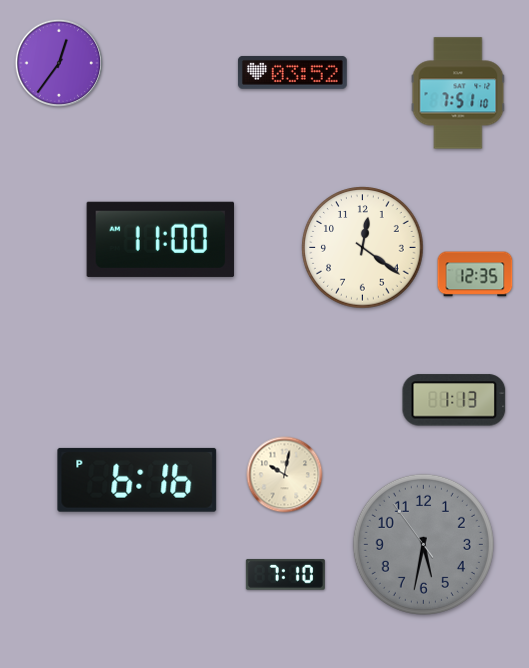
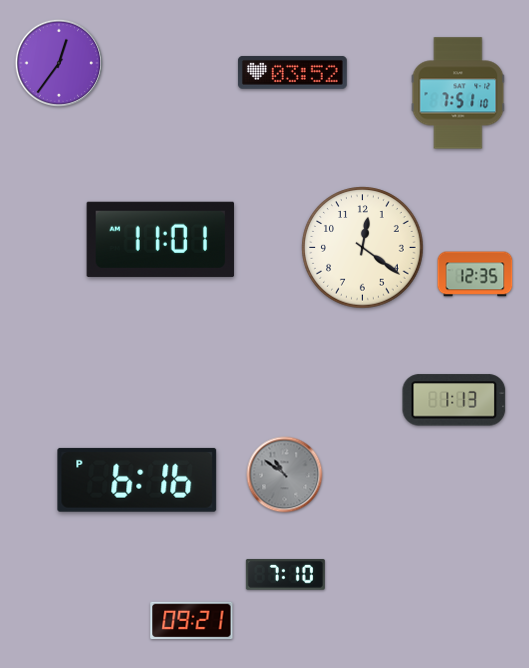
clock at (161, 239): 11:00 -> 11:01
clock at (285, 475): 10:02 -> 10:51
clock at (285, 475) dial: cream -> grey
clock at (423, 544): 5:31 -> none
clock at (192, 621): none -> 09:21
